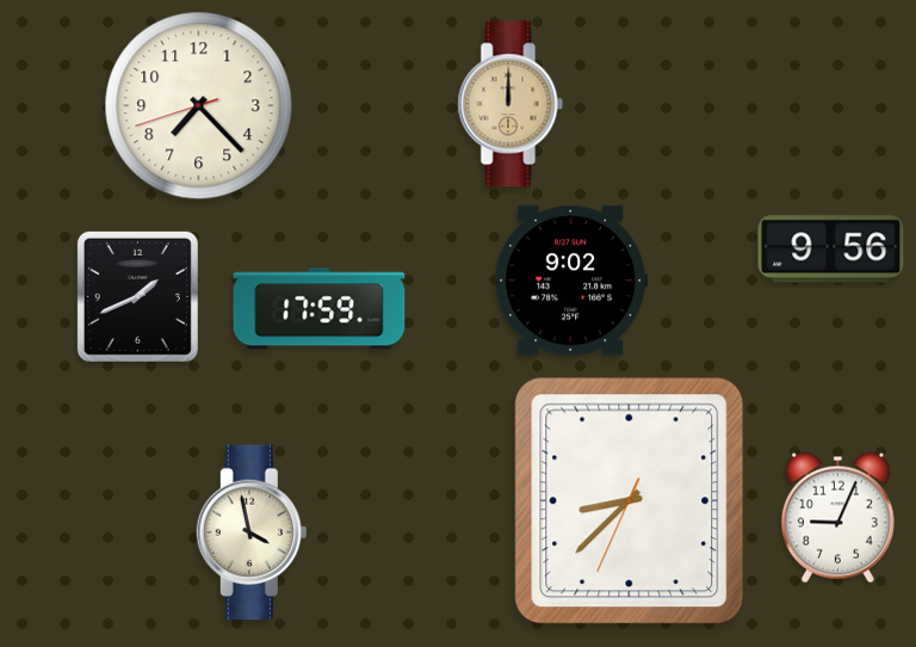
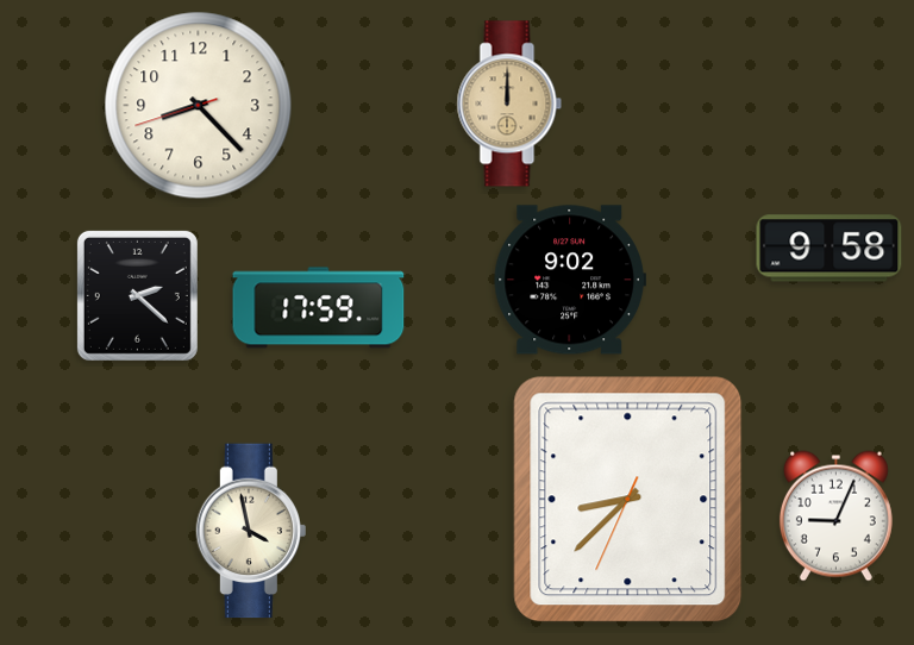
clock at (199, 106): 7:22 -> 8:22
clock at (831, 249): 9:56 -> 9:58
clock at (137, 296): 1:41 -> 2:22
